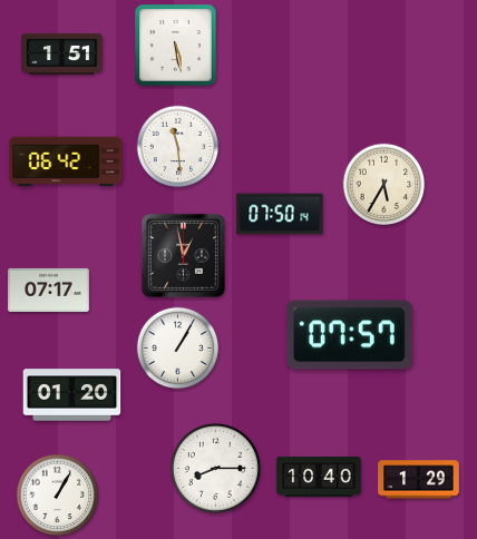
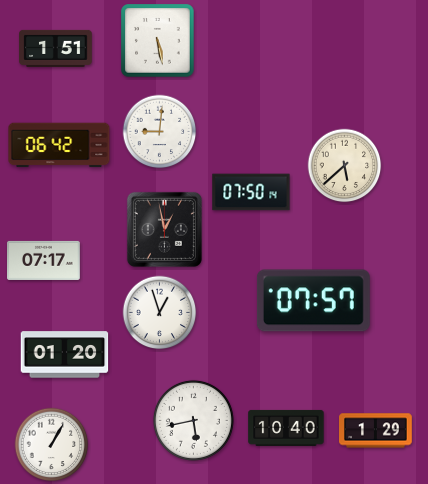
clock at (178, 147): 11:29 -> 9:01
clock at (384, 185): 5:35 -> 5:38
clock at (178, 349): 1:05 -> 12:57
clock at (215, 468): 8:15 -> 5:43
